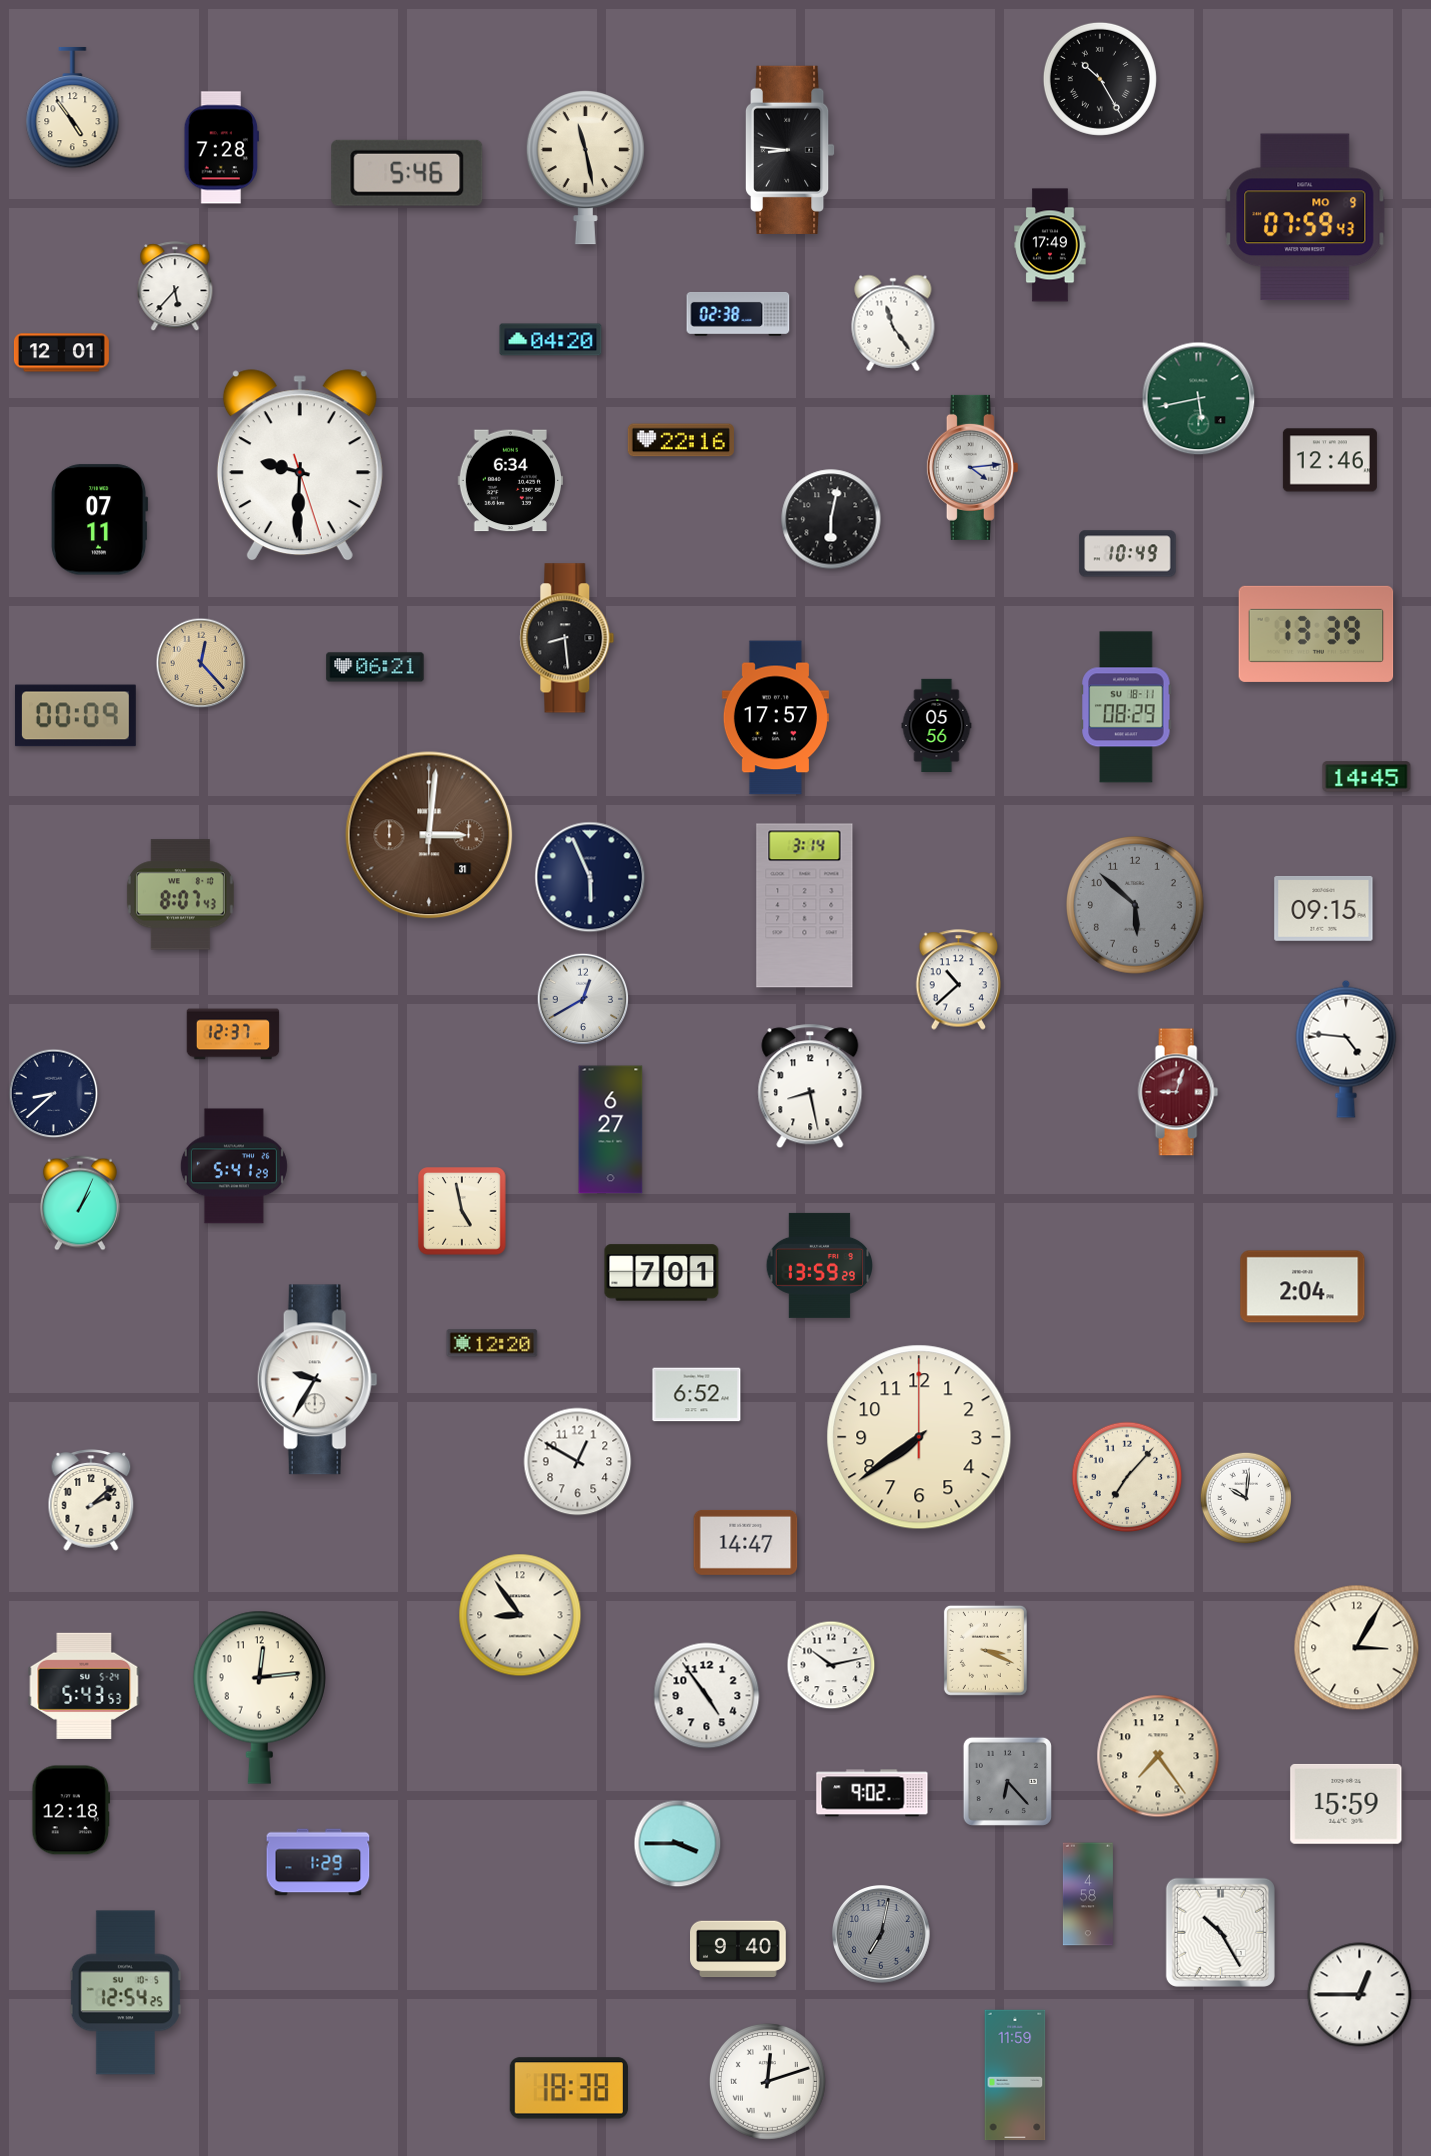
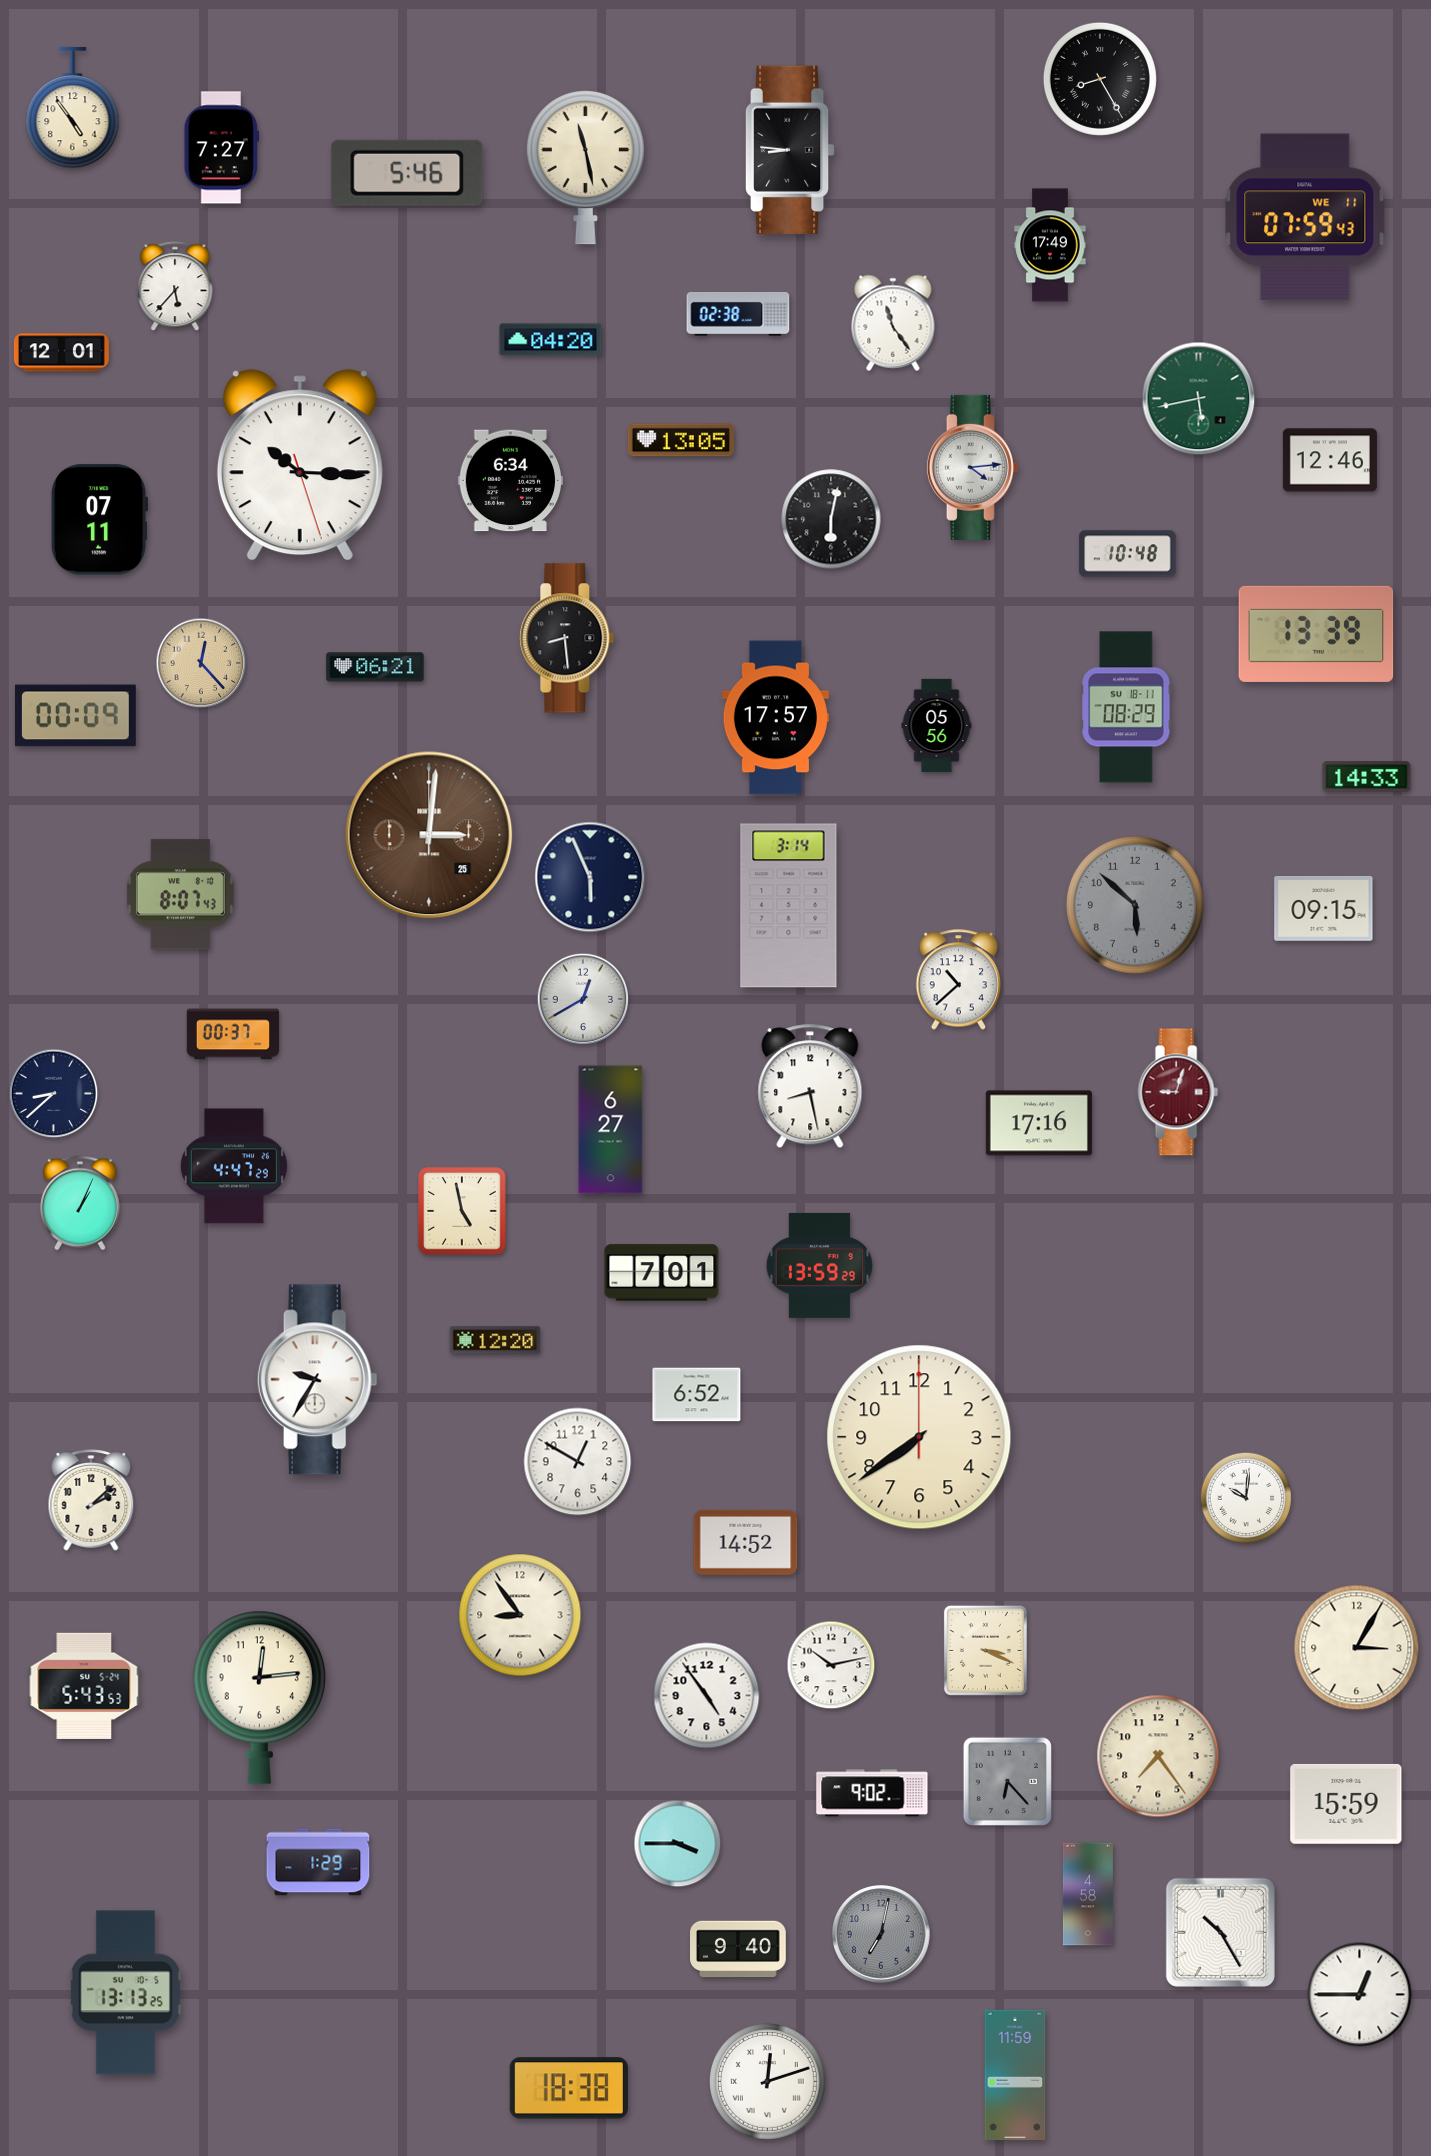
clock at (1100, 79): 10:25 -> 8:25
clock at (221, 148): 7:28 -> 7:27
clock at (1305, 217) date: MO 9 -> WE 11
clock at (681, 440): 22:16 -> 13:05
clock at (300, 466): 9:30 -> 10:15
clock at (1128, 554): 10:49 -> 10:48
clock at (1367, 777): 14:45 -> 14:33
clock at (429, 835) date: 31 -> 25
clock at (805, 906) position: (805, 906) -> (789, 906)
clock at (233, 1034): 12:37 -> 00:37
clock at (1346, 1049): 4:46 -> none
clock at (1039, 1123): none -> 17:16
clock at (234, 1166): 5:41 -> 4:47
clock at (1303, 1287): 2:04 -> none
clock at (492, 1343) position: (492, 1343) -> (495, 1340)
clock at (1127, 1477): 7:07 -> none
clock at (746, 1542): 14:47 -> 14:52
clock at (71, 1810): 12:18 -> none
clock at (125, 1993): 12:54 -> 13:13
